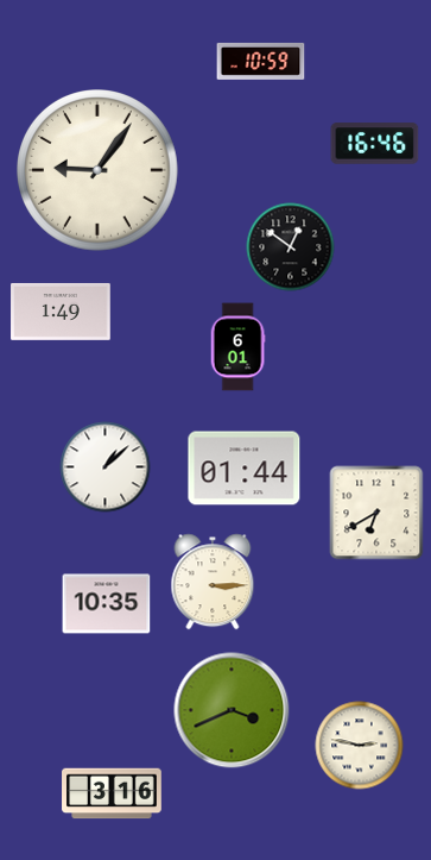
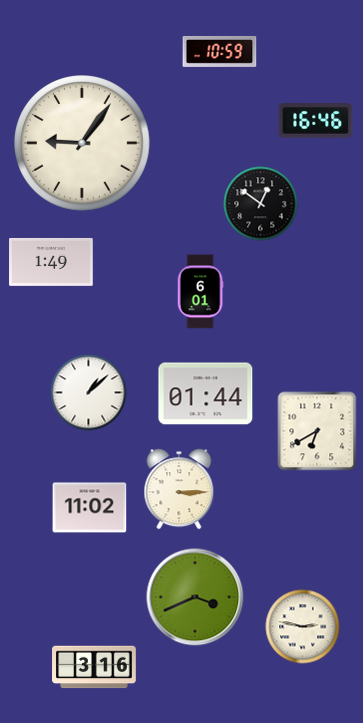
clock at (291, 247) position: (291, 247) -> (261, 204)
clock at (107, 604): 10:35 -> 11:02
